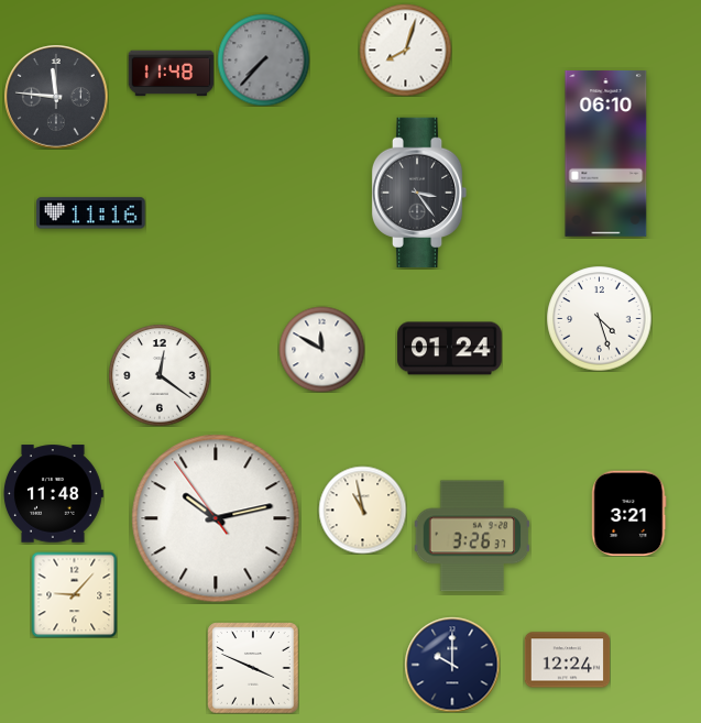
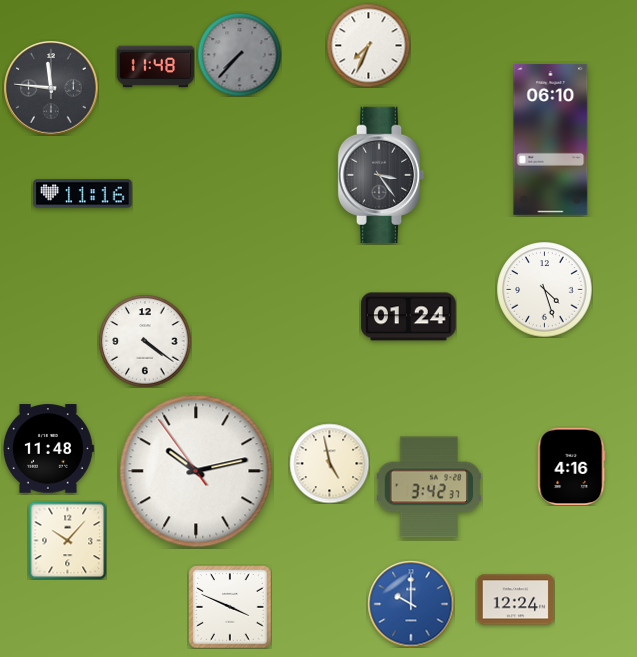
clock at (405, 50): 8:03 -> 7:34
clock at (321, 349): 11:50 -> none
clock at (160, 375): 12:21 -> 4:21
clock at (362, 510): 10:58 -> 4:58
clock at (629, 513): 3:21 -> 4:16
clock at (472, 536): 3:26 -> 3:42
clock at (74, 594): 9:07 -> 10:07
clock at (452, 665) dial: navy -> blue
